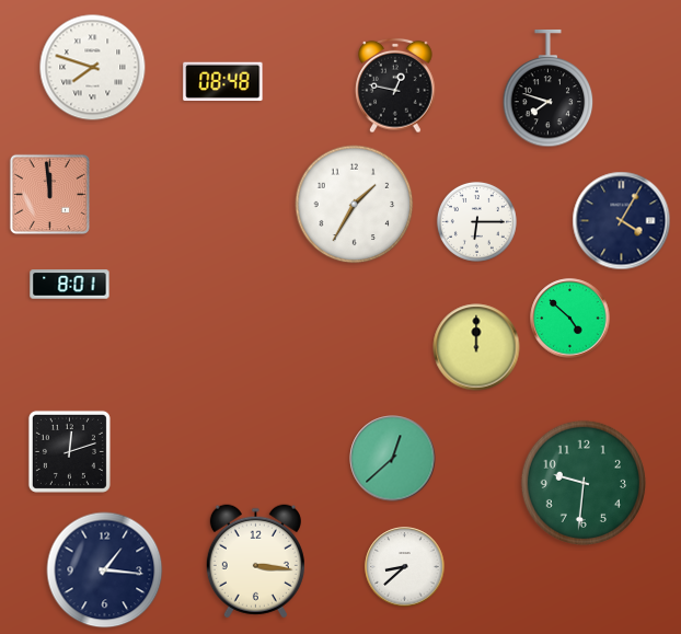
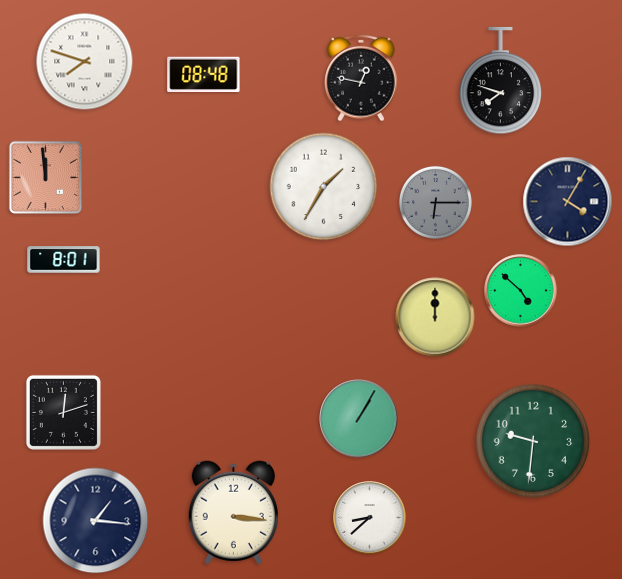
clock at (476, 221) dial: white -> grey
clock at (393, 459): 12:38 -> 1:05
